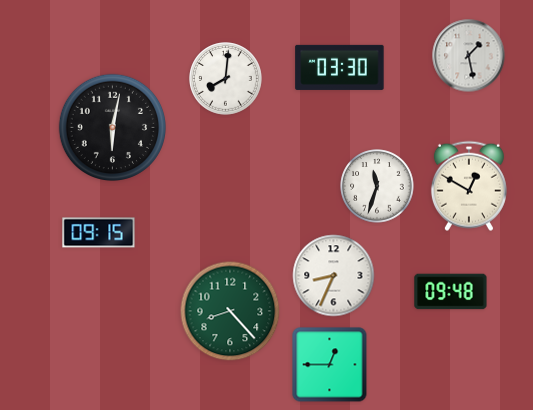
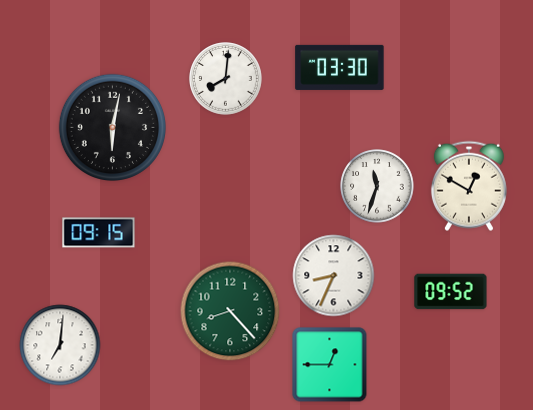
clock at (469, 56): 1:28 -> none
clock at (451, 292): 09:48 -> 09:52
clock at (60, 345): none -> 7:01
